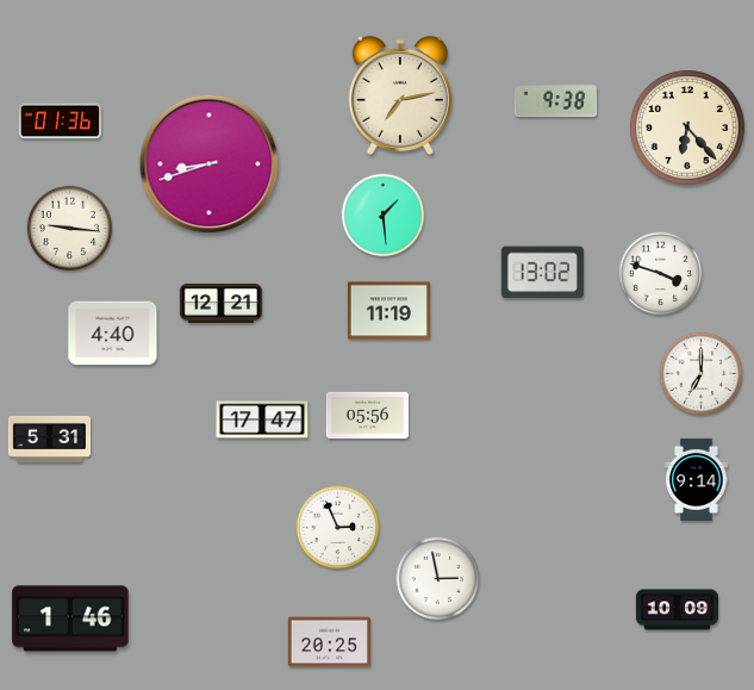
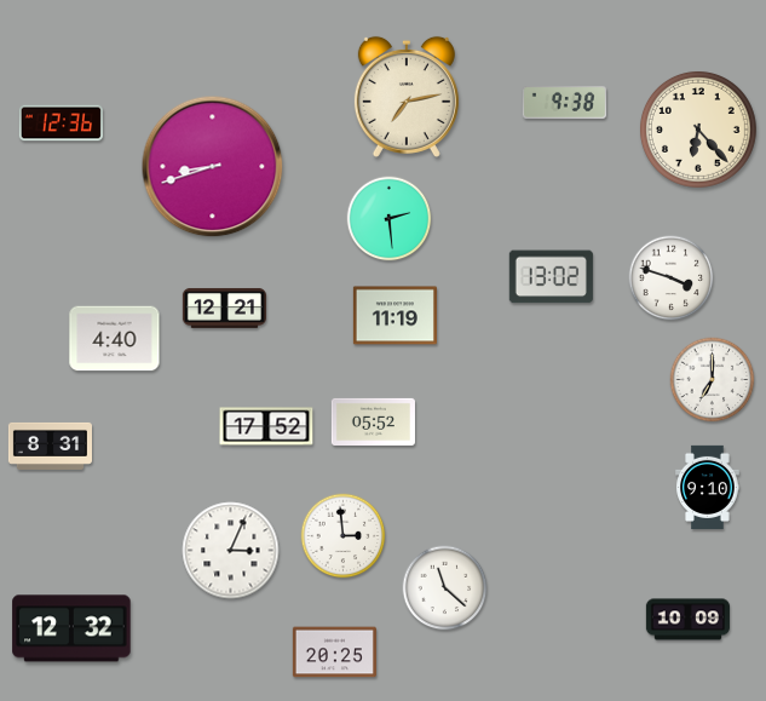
clock at (60, 122): 01:36 -> 12:36
clock at (384, 216): 1:29 -> 2:29
clock at (70, 229): 9:16 -> none
clock at (367, 415): 05:56 -> 05:52
clock at (262, 419): 17:47 -> 17:52
clock at (49, 439): 5:31 -> 8:31
clock at (697, 479): 9:14 -> 9:10
clock at (338, 528): 2:56 -> 2:59
clock at (231, 551): none -> 3:04
clock at (438, 579): 2:58 -> 11:22
clock at (70, 618): 1:46 -> 12:32
